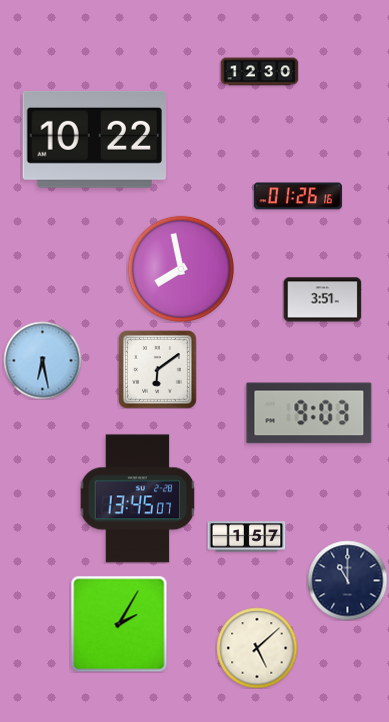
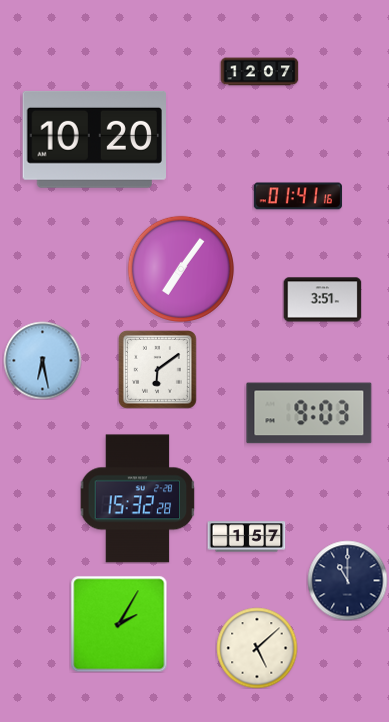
clock at (259, 72): 12:30 -> 12:07
clock at (94, 139): 10:22 -> 10:20
clock at (298, 196): 01:26 -> 01:41
clock at (181, 269): 7:58 -> 7:06
clock at (138, 499): 13:45 -> 15:32
